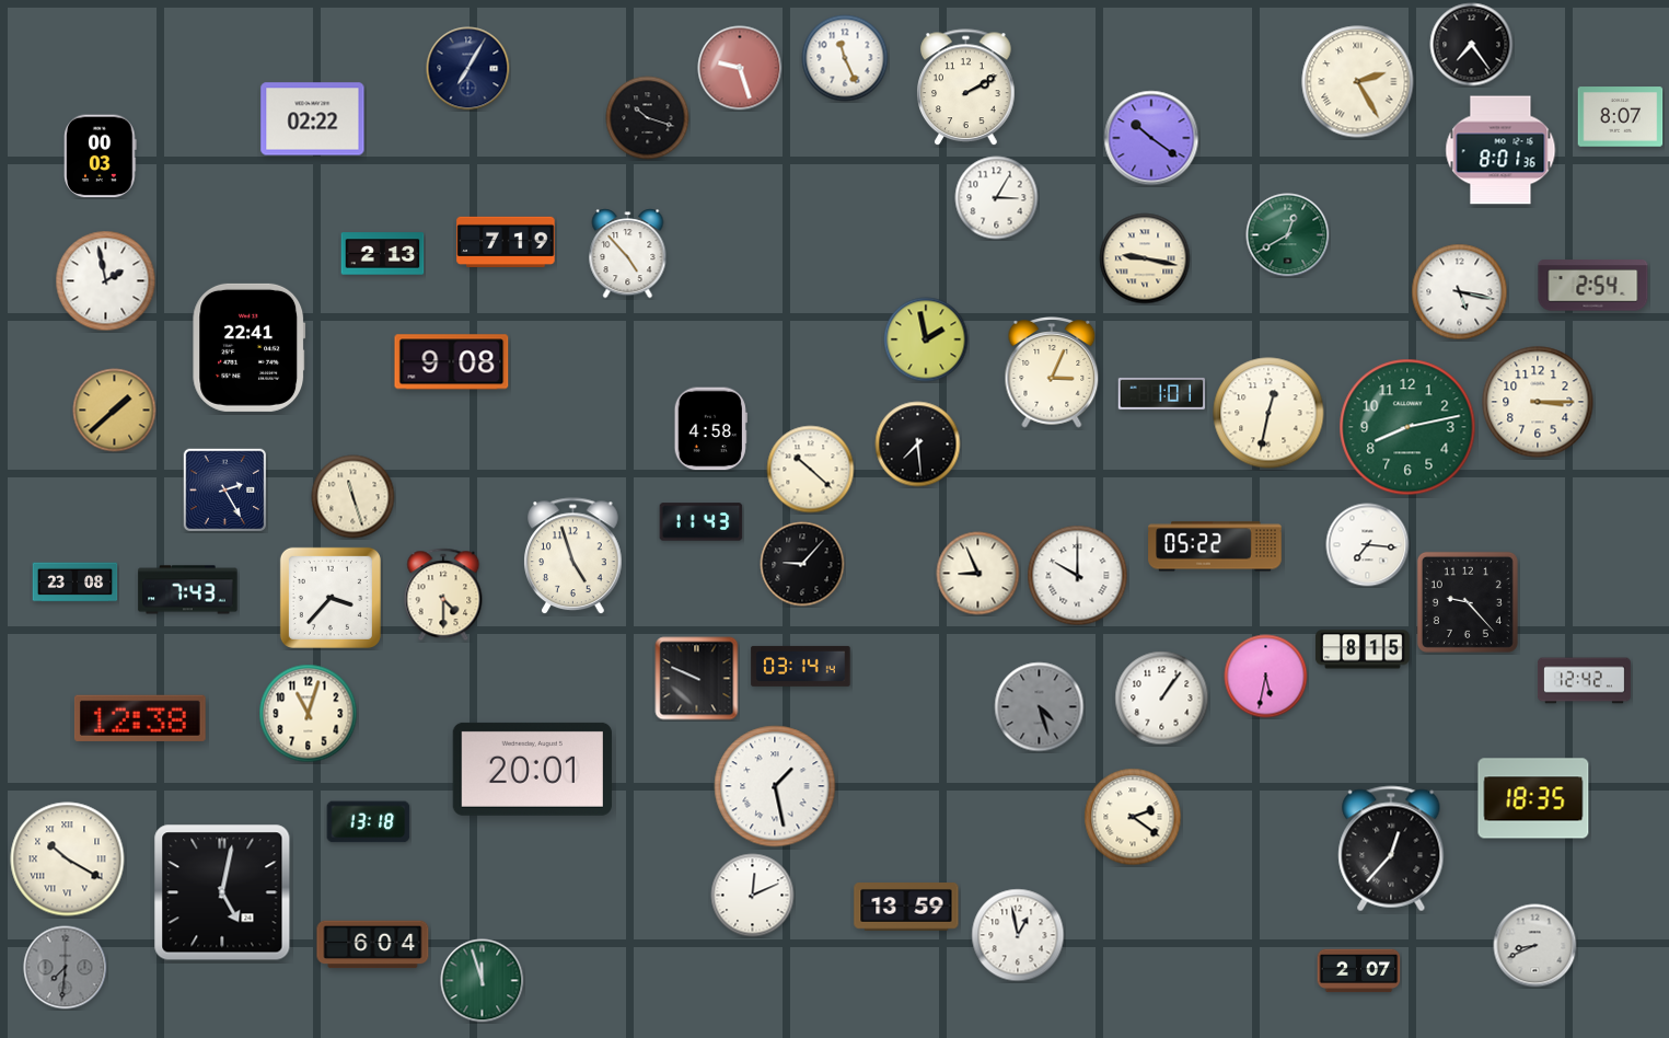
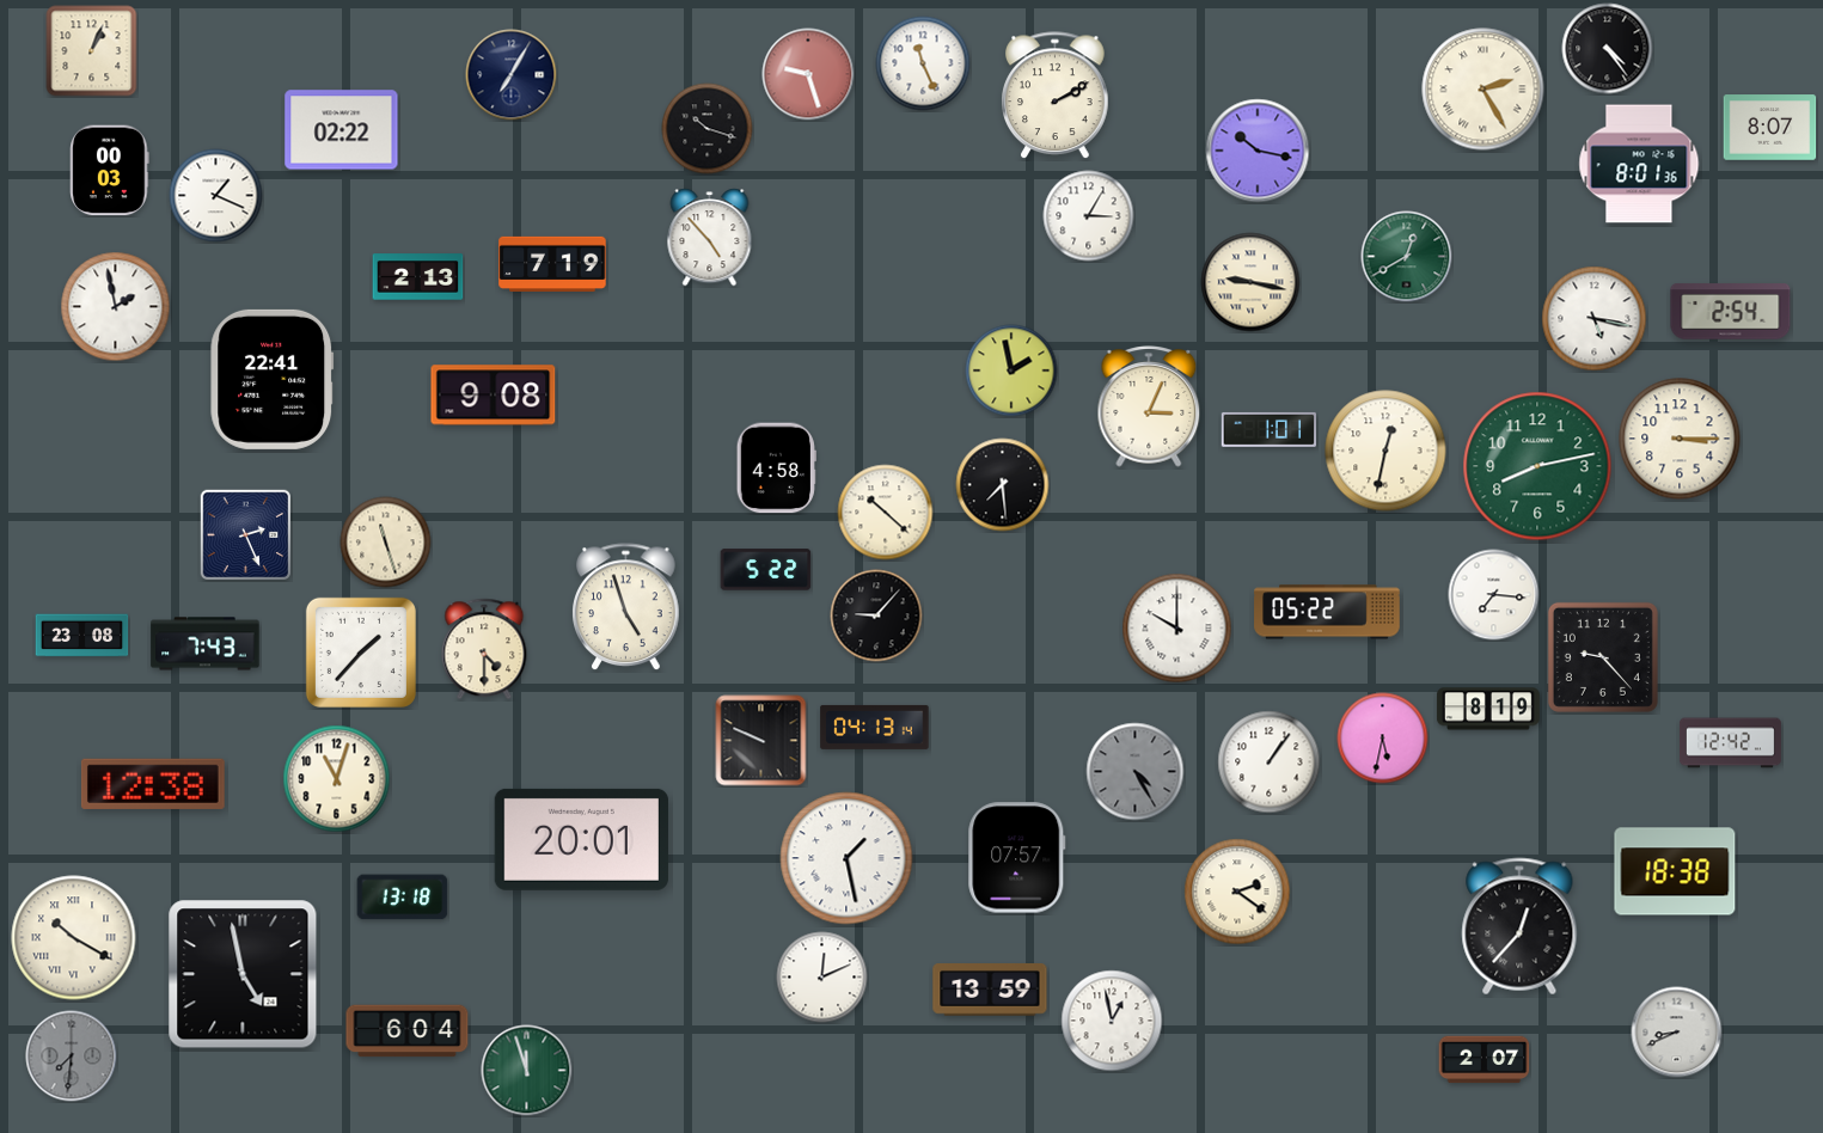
clock at (1472, 45): 7:24 -> 4:24
clock at (92, 51): none -> 1:04
clock at (1151, 138): 10:21 -> 10:17
clock at (216, 196): none -> 1:19
clock at (628, 254) position: (628, 254) -> (710, 238)
clock at (1593, 286) position: (1593, 286) -> (1731, 312)
clock at (115, 411): 1:38 -> none
clock at (224, 489): 2:25 -> 2:26
clock at (702, 522): 11:43 -> 5:22
clock at (1215, 546) position: (1215, 546) -> (1327, 612)
clock at (978, 574): 8:56 -> none
clock at (331, 598): 3:37 -> 1:37
clock at (1363, 649): 8:15 -> 8:19
clock at (801, 666): 03:14 -> 04:13
clock at (1040, 707): 4:27 -> 4:25
clock at (1017, 858): none -> 07:57
clock at (1533, 798): 18:35 -> 18:38
clock at (222, 892): 5:02 -> 4:58
